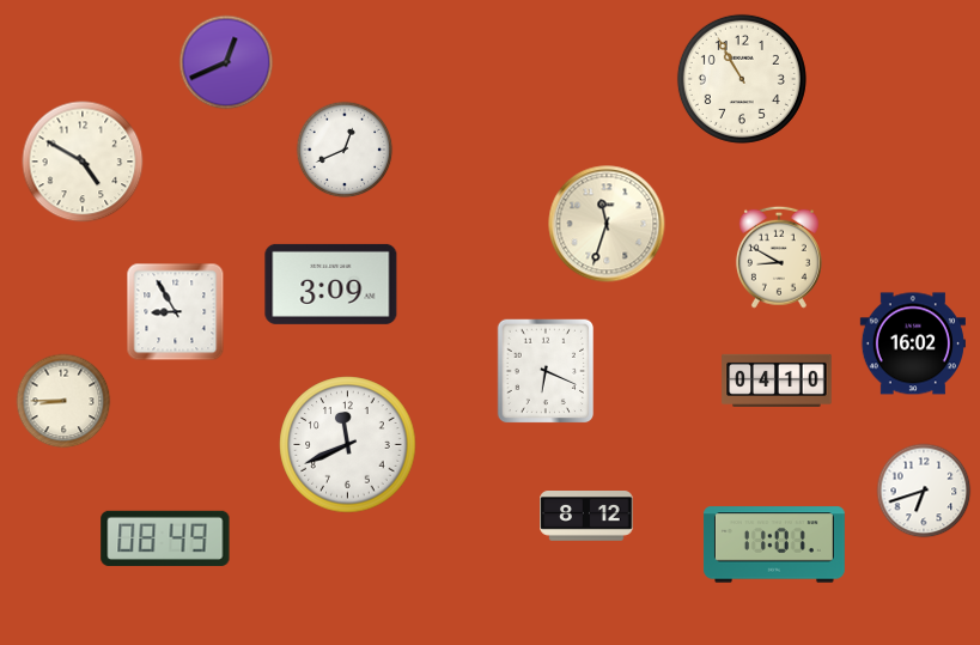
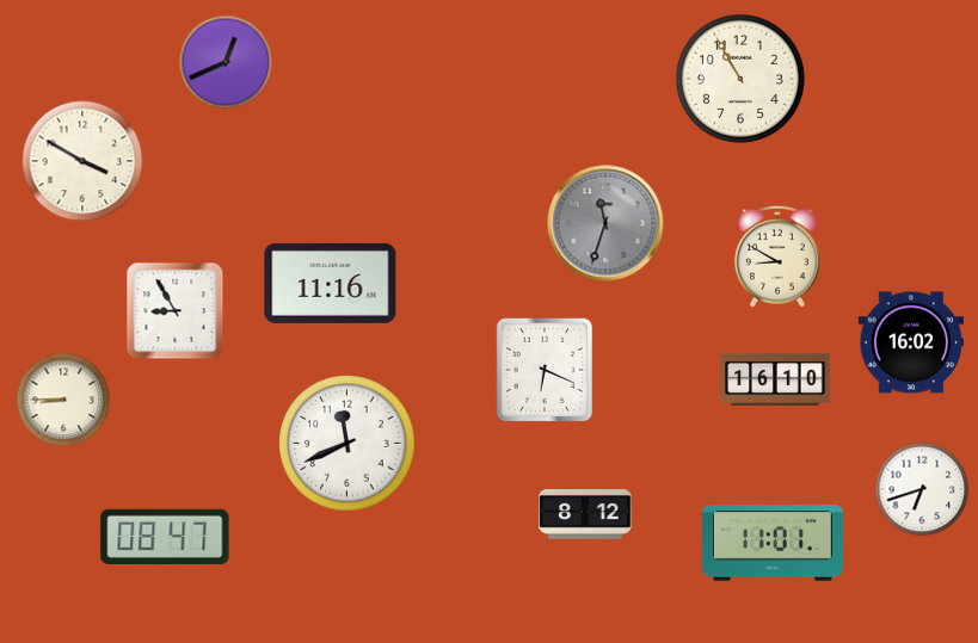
clock at (345, 150): 12:41 -> none
clock at (83, 162): 4:50 -> 3:50
clock at (607, 224) dial: cream -> grey
clock at (331, 284): 3:09 -> 11:16
clock at (777, 381): 04:10 -> 16:10
clock at (165, 538): 08:49 -> 08:47
